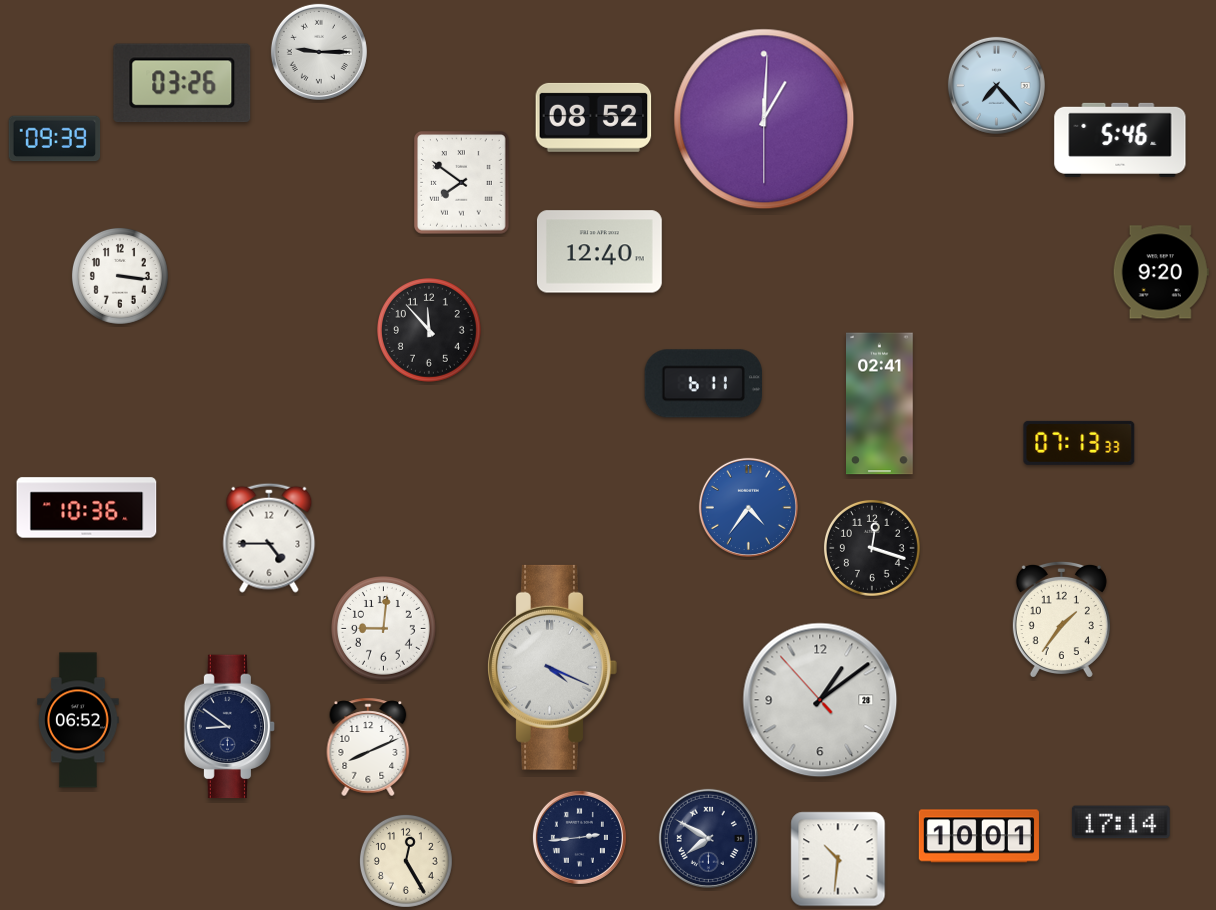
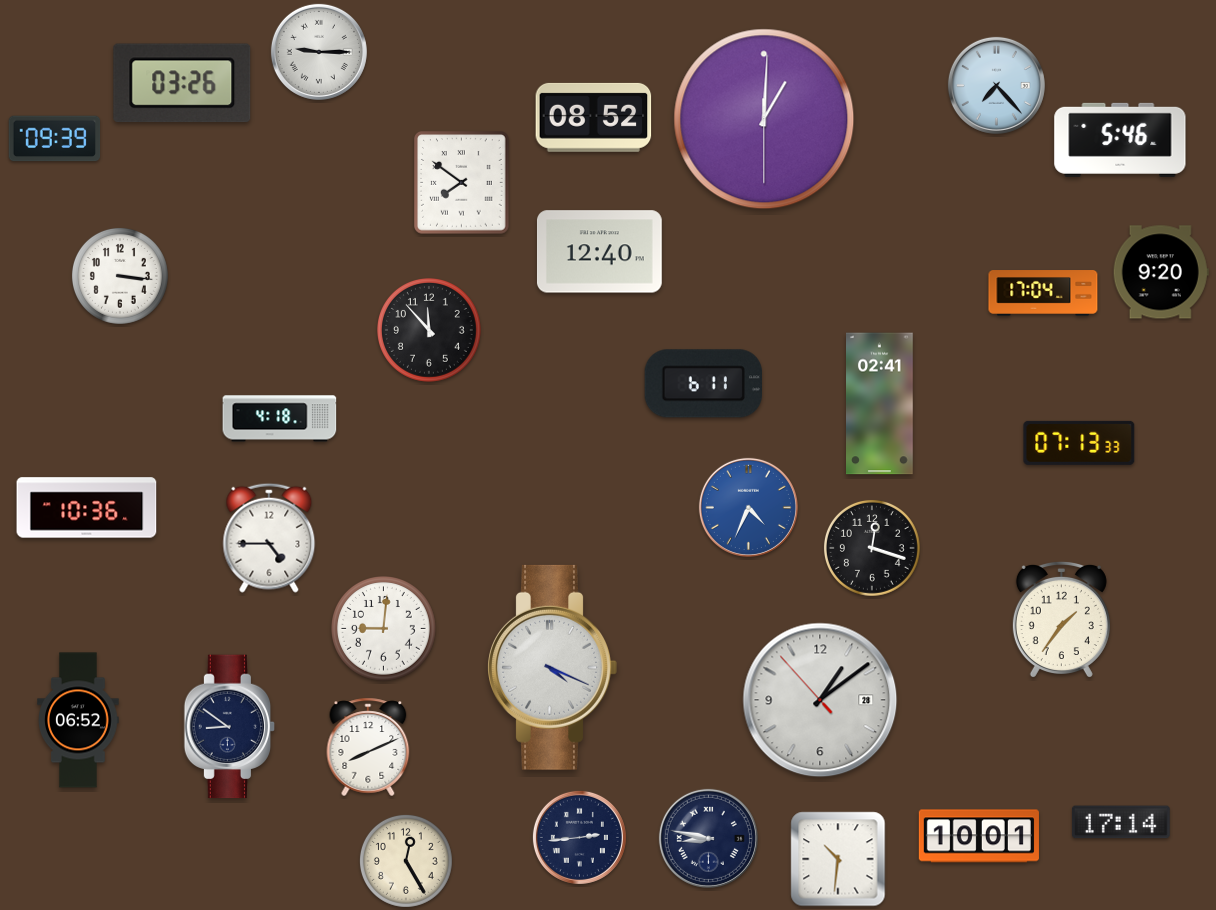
clock at (1043, 293): none -> 17:04
clock at (280, 419): none -> 4:18
clock at (748, 507): 4:36 -> 4:34
clock at (708, 838): 7:50 -> 8:47
